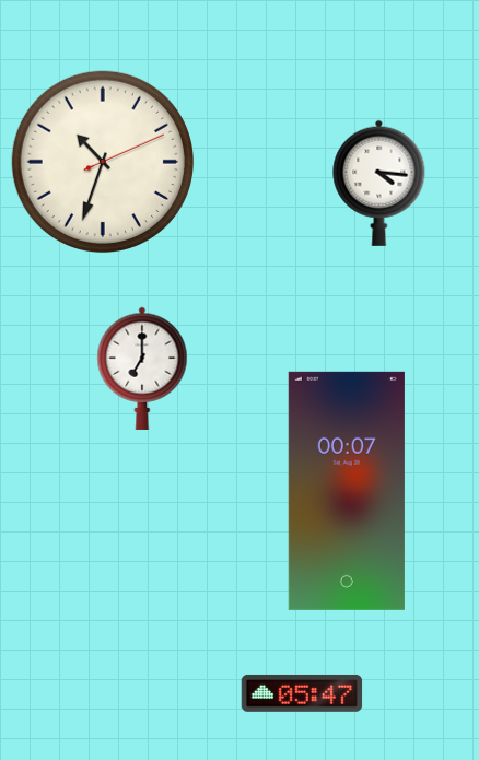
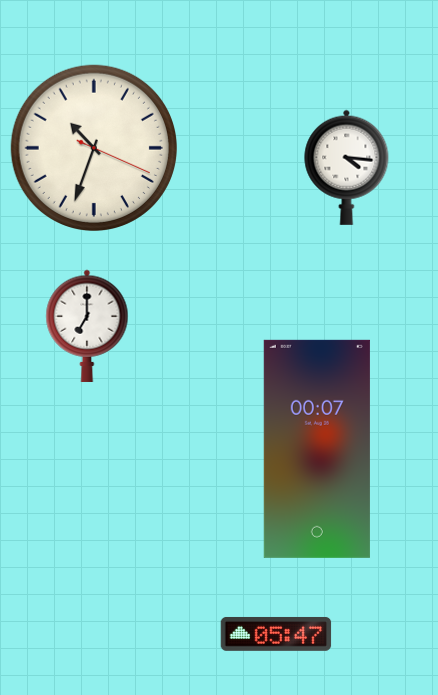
clock at (103, 162): 10:33:11 -> 10:33:19
clock at (142, 369) position: (142, 369) -> (87, 326)
